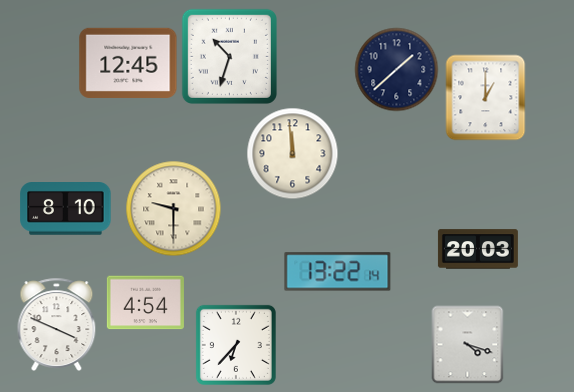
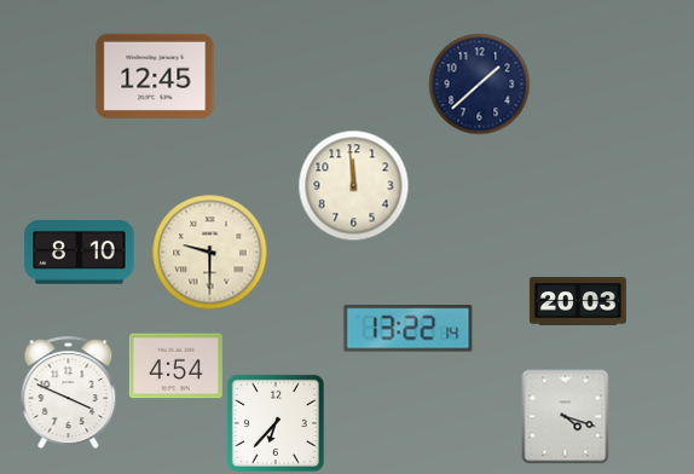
clock at (229, 56): 10:33 -> none
clock at (486, 97): 1:00 -> none
clock at (236, 345) position: (236, 345) -> (276, 423)
